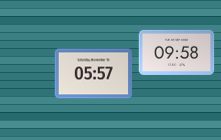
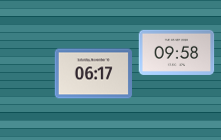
clock at (93, 74): 05:57 -> 06:17
